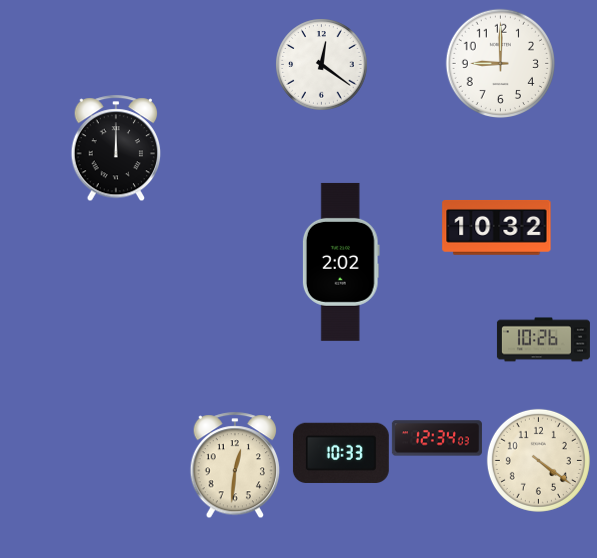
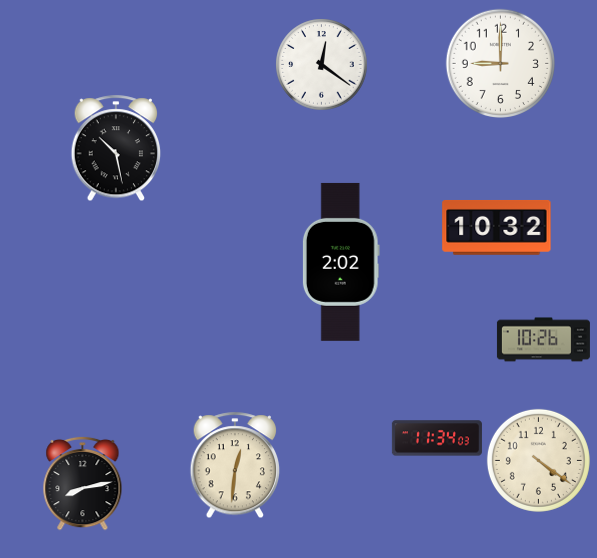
clock at (116, 148): 12:00 -> 10:28
clock at (437, 438): 12:34 -> 11:34
clock at (341, 453): 10:33 -> none
clock at (83, 483): none -> 8:13
